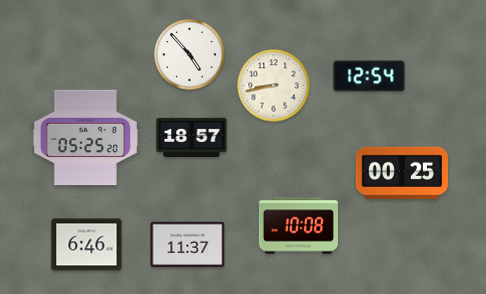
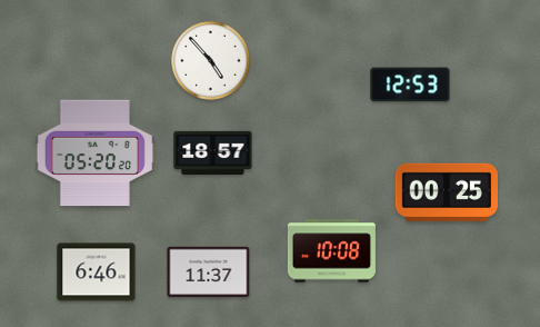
clock at (369, 76): 12:54 -> 12:53
clock at (274, 86): 8:43 -> none
clock at (85, 138): 05:25 -> 05:20
